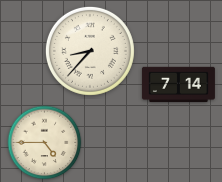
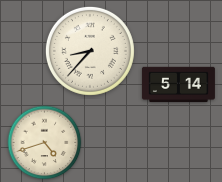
clock at (178, 85): 7:14 -> 5:14
clock at (45, 143): 4:45 -> 4:42
